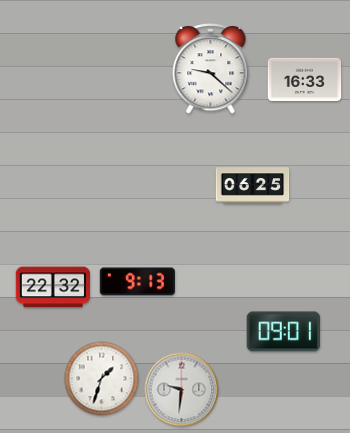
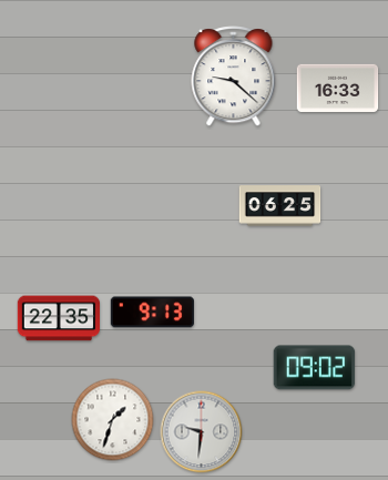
clock at (53, 287): 22:32 -> 22:35
clock at (284, 332): 09:01 -> 09:02
